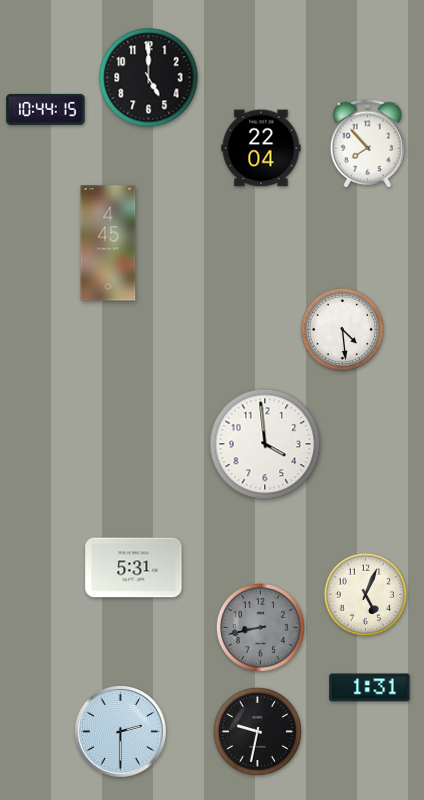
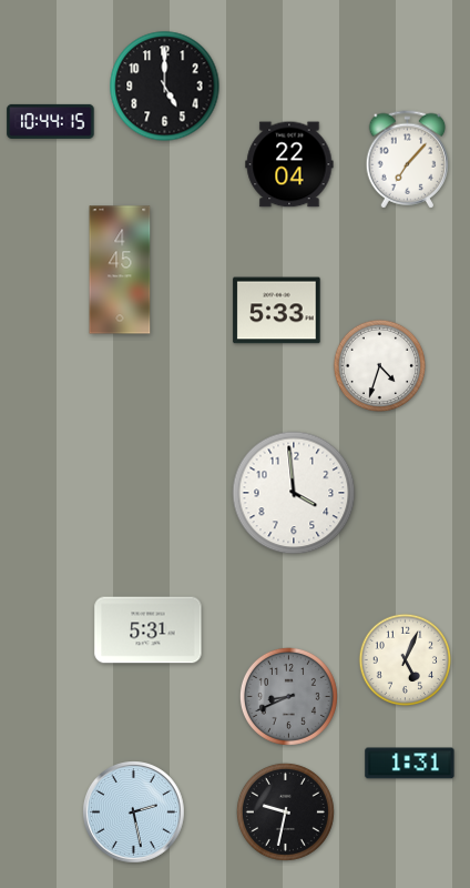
clock at (368, 144): 7:53 -> 7:07
clock at (277, 311): none -> 5:33
clock at (343, 330): 4:29 -> 4:33
clock at (260, 627): 8:43 -> 8:41
clock at (121, 732): 2:30 -> 2:28
